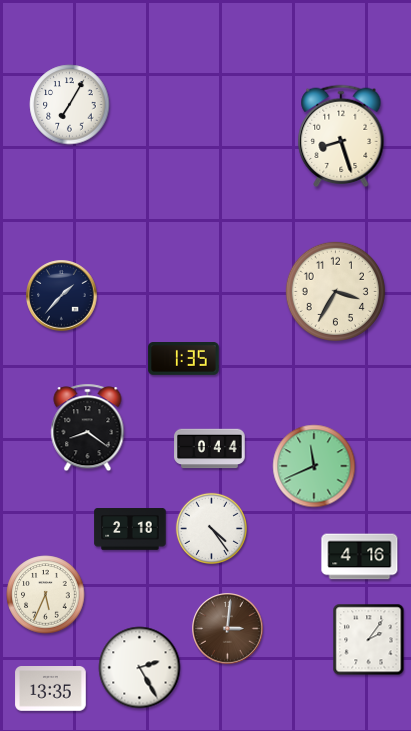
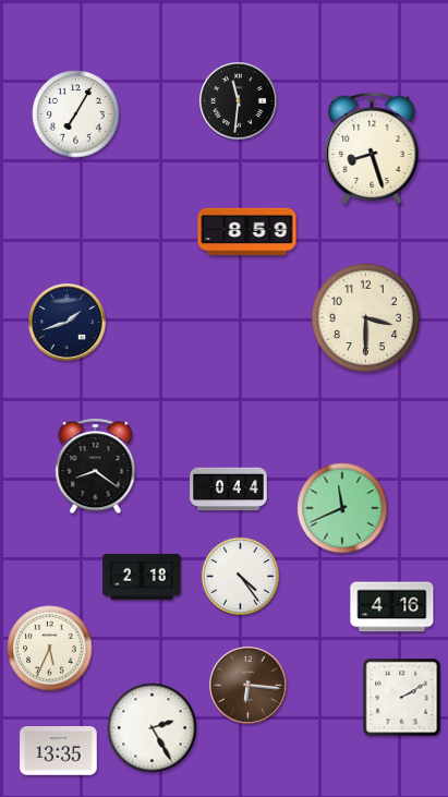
clock at (239, 101): none -> 11:31
clock at (247, 232): none -> 8:59
clock at (335, 291): 3:35 -> 3:30
clock at (62, 296): 1:37 -> 1:42
clock at (184, 359): 1:35 -> none
clock at (211, 528) position: (211, 528) -> (240, 576)
clock at (228, 629): 3:01 -> 6:16
clock at (369, 640): 2:06 -> 2:10
clock at (51, 689) position: (51, 689) -> (59, 751)
